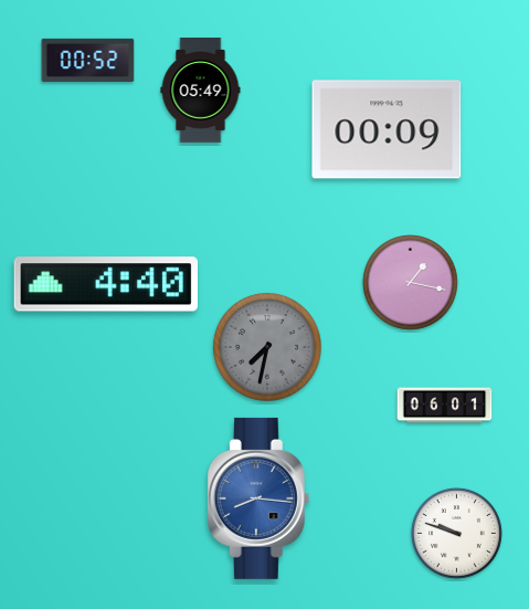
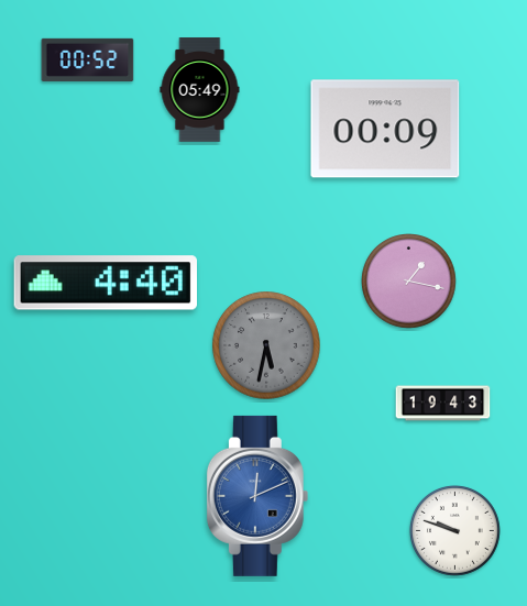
clock at (267, 347): 7:32 -> 5:32
clock at (445, 406): 06:01 -> 19:43
clock at (258, 498): 8:16 -> 12:11
